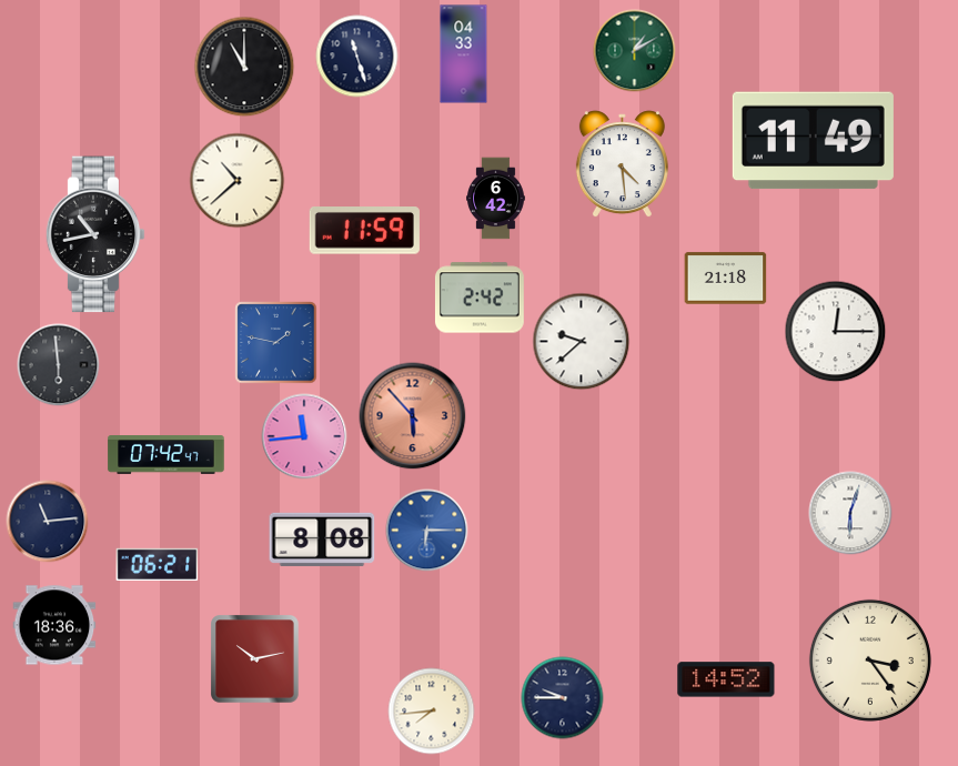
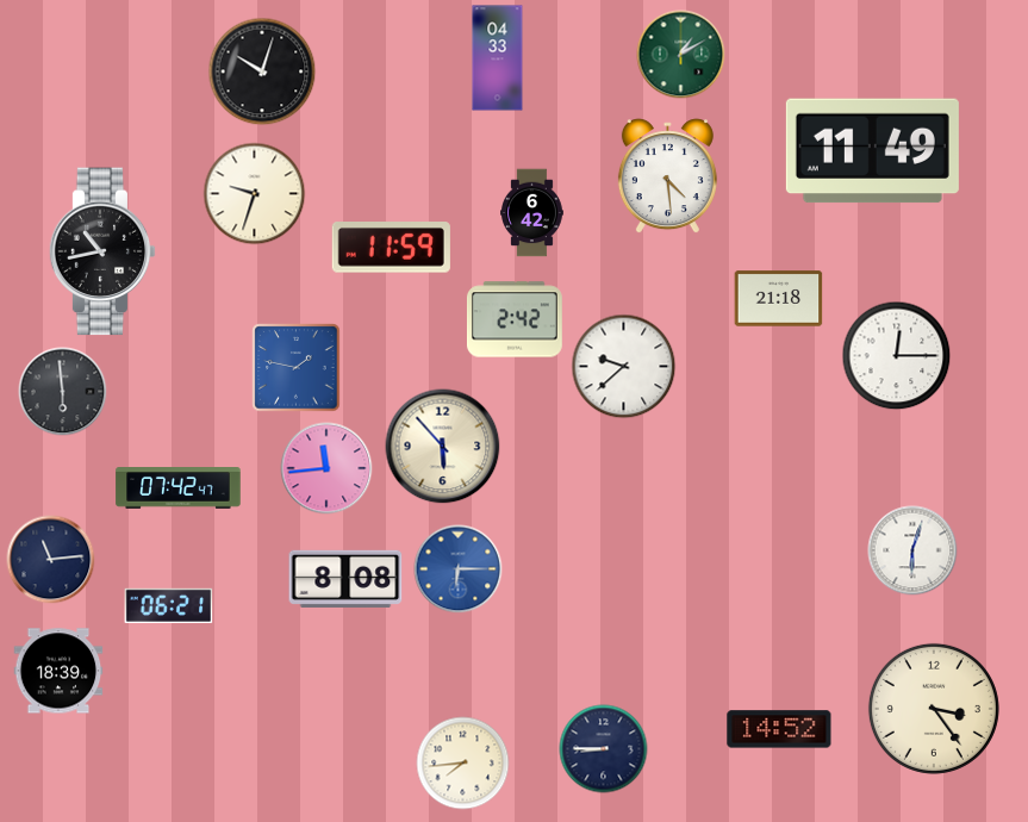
clock at (357, 57): 11:27 -> none
clock at (244, 67): 11:00 -> 10:03
clock at (238, 181): 10:38 -> 9:33
clock at (413, 416) dial: salmon -> cream
clock at (54, 625): 18:36 -> 18:39
clock at (255, 659): 10:13 -> none
clock at (563, 698): 9:45 -> 8:45
